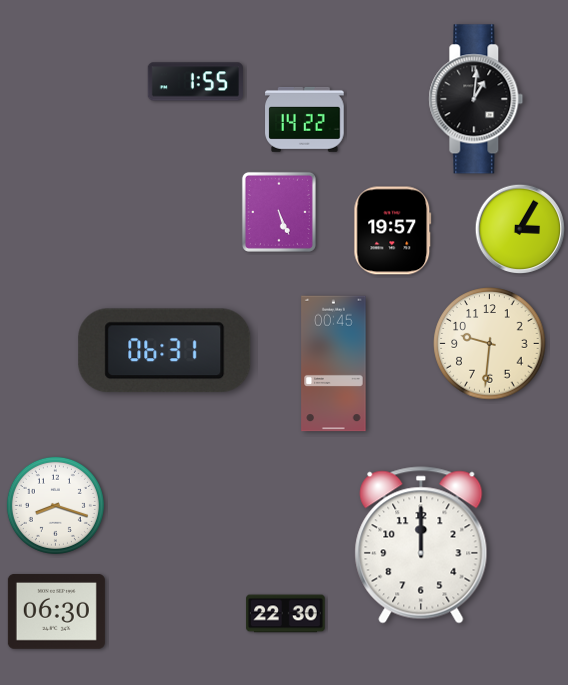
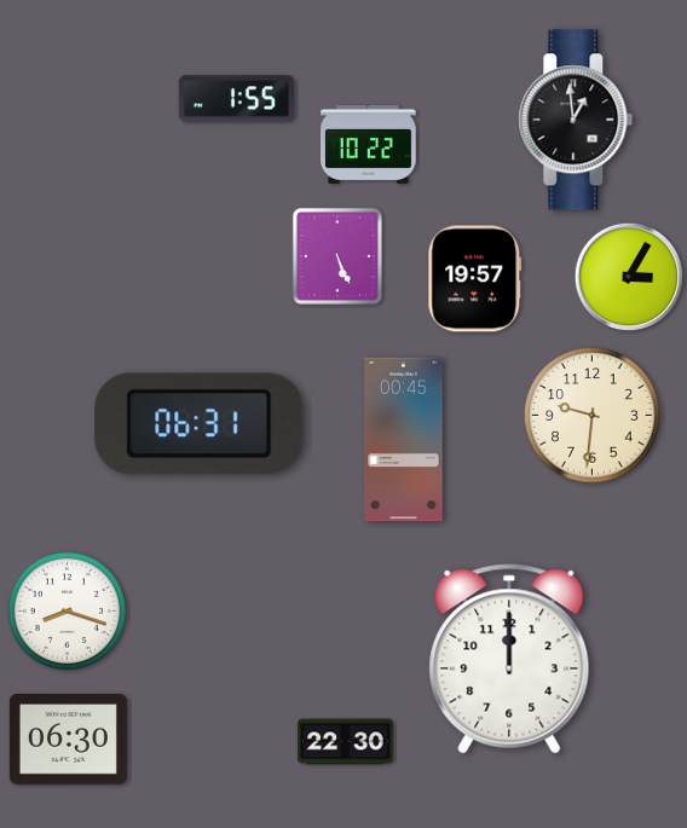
clock at (476, 99): 1:01 -> 12:59
clock at (305, 119): 14:22 -> 10:22
